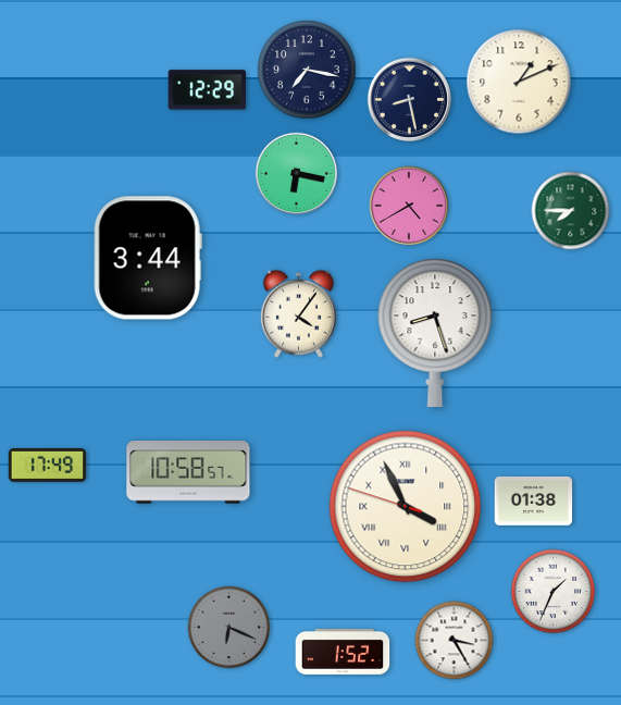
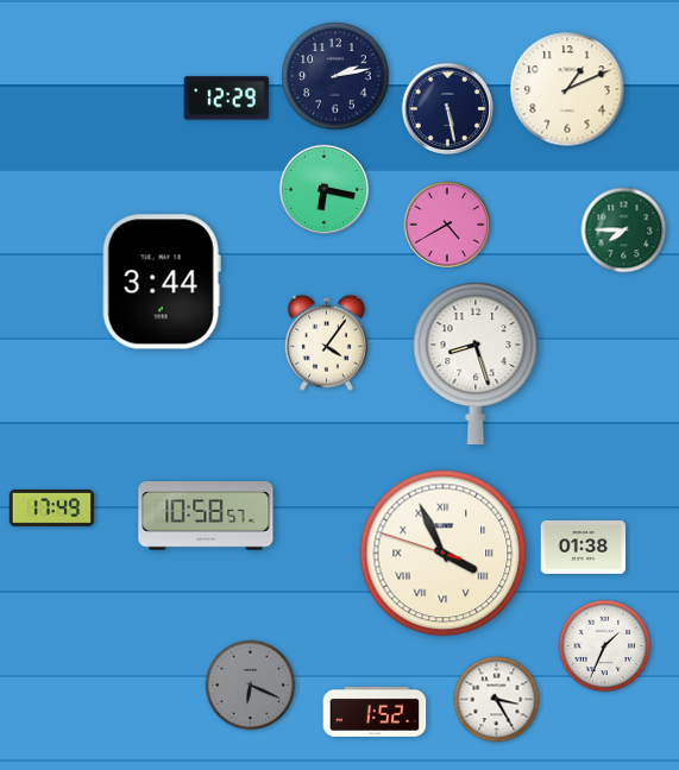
clock at (307, 70): 7:17 -> 2:13
clock at (409, 99): 8:28 -> 5:28
